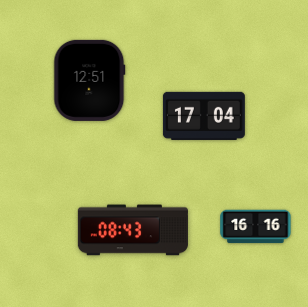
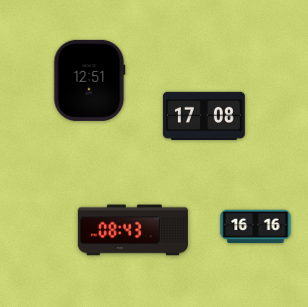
clock at (204, 116): 17:04 -> 17:08
